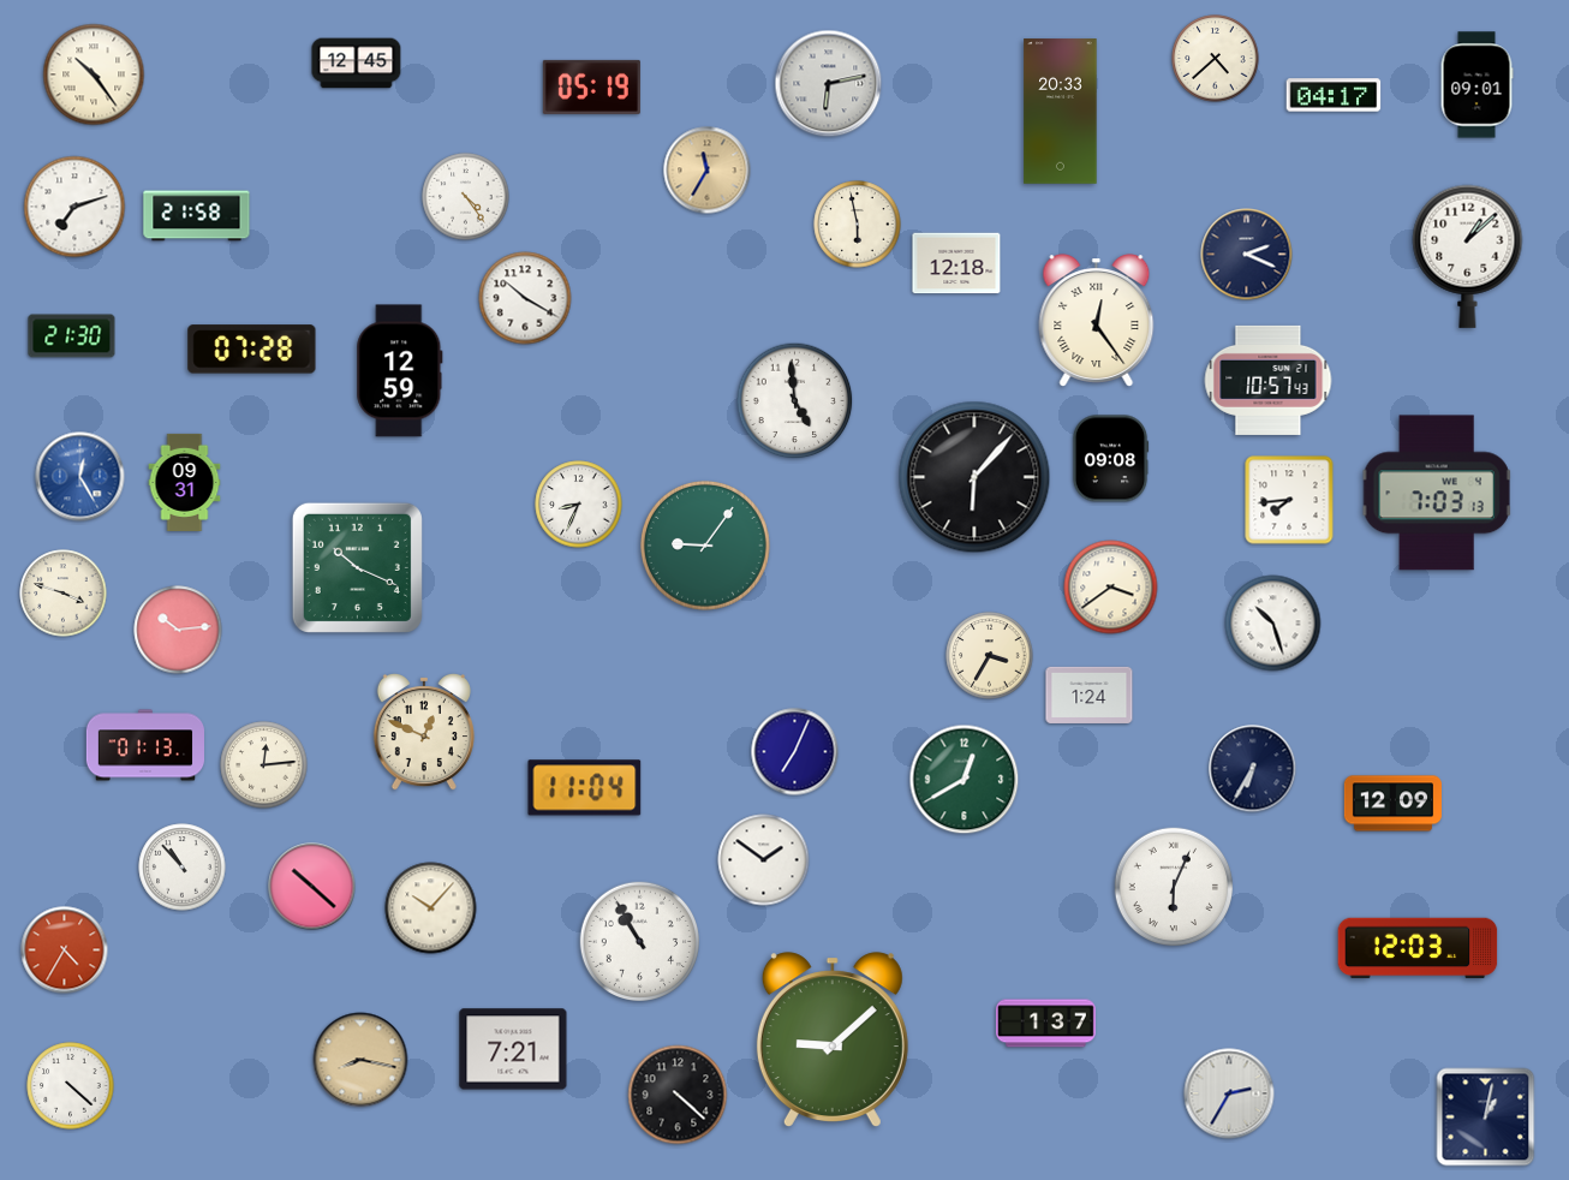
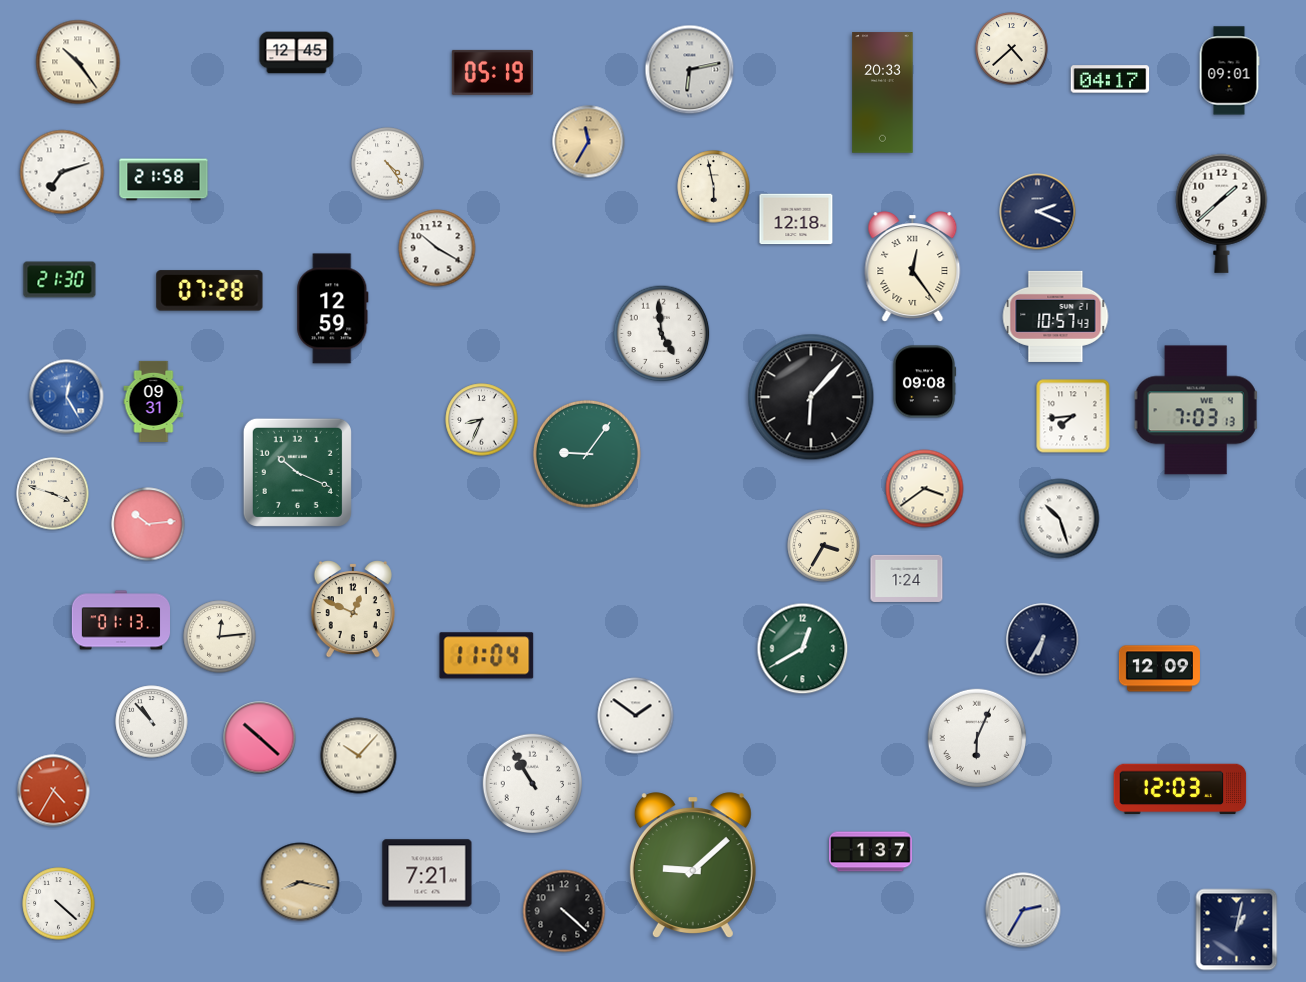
clock at (1468, 256): 1:08 -> 1:38
clock at (795, 752): 7:04 -> none
